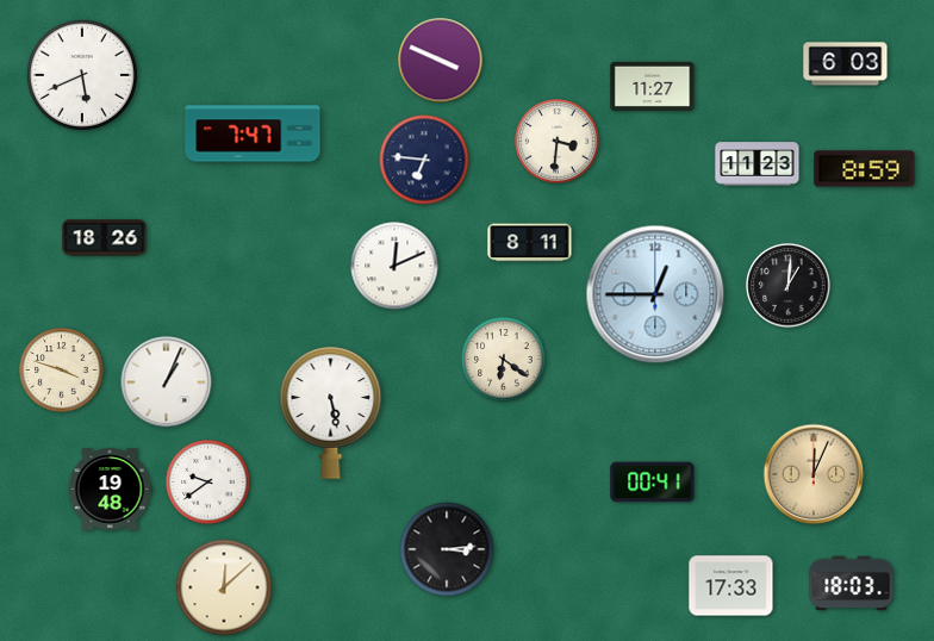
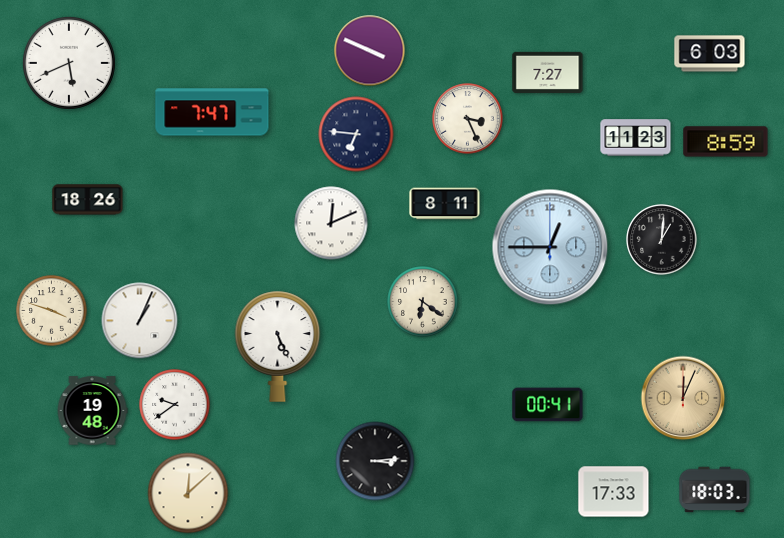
clock at (653, 86): 11:27 -> 7:27
clock at (558, 142): 3:31 -> 3:26
clock at (331, 412): 5:28 -> 5:26
